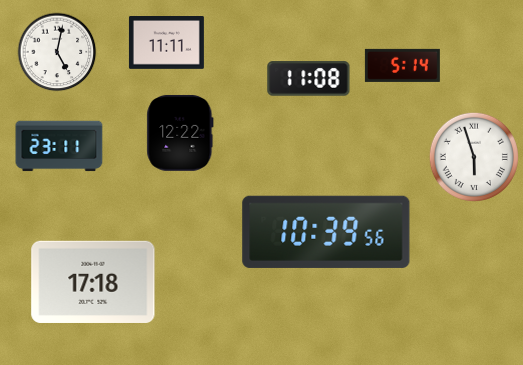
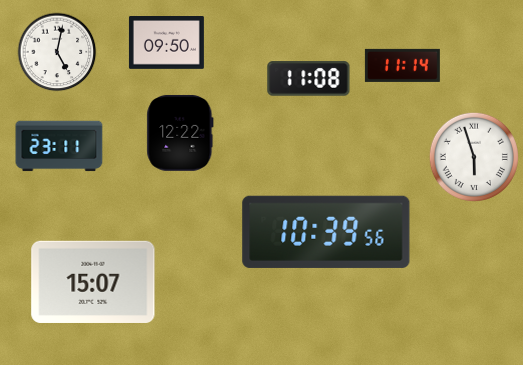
clock at (166, 43): 11:11 -> 09:50
clock at (402, 65): 5:14 -> 11:14
clock at (93, 282): 17:18 -> 15:07
